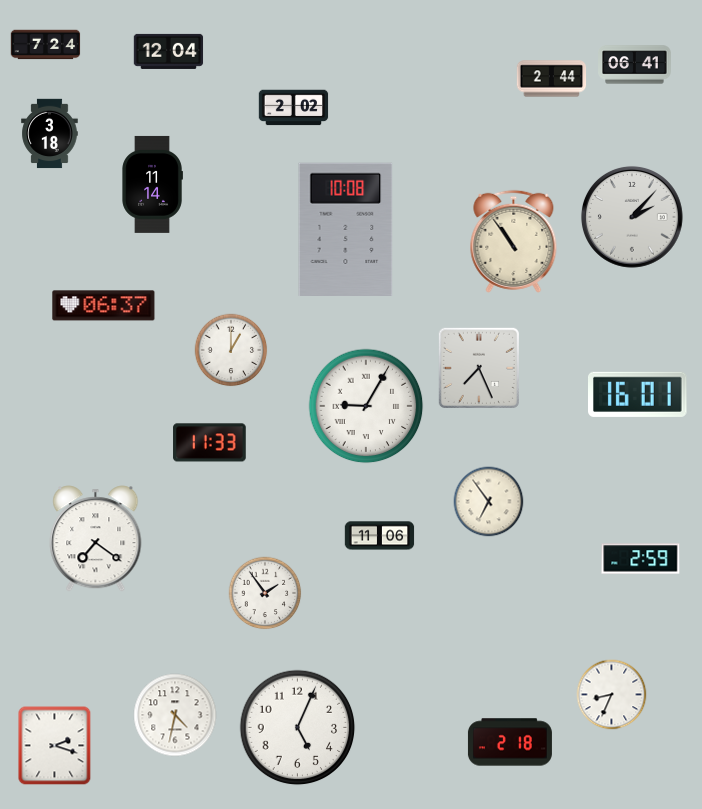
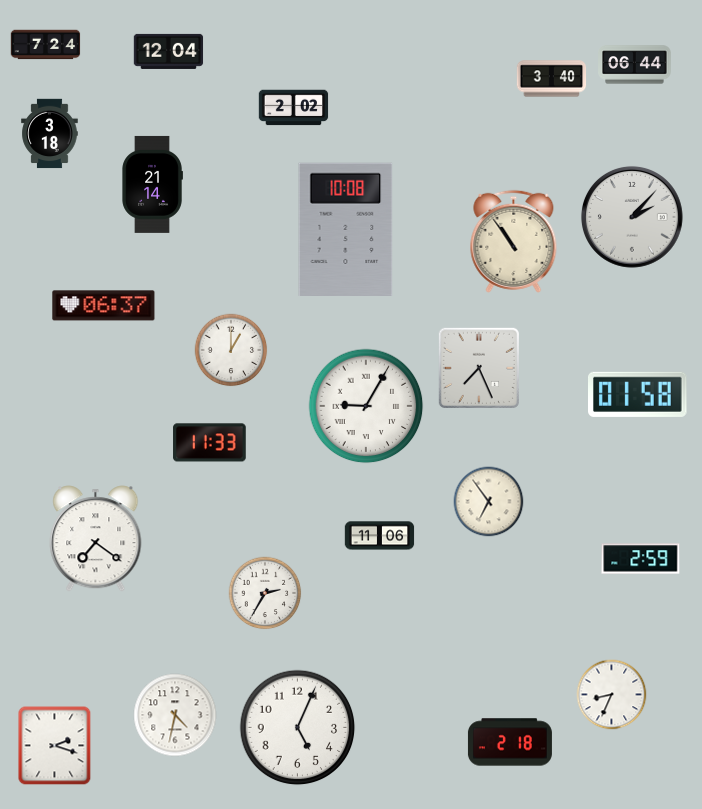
clock at (635, 65): 06:41 -> 06:44
clock at (552, 79): 2:44 -> 3:40
clock at (152, 184): 11:14 -> 21:14
clock at (638, 394): 16:01 -> 01:58
clock at (265, 593): 1:54 -> 2:35
